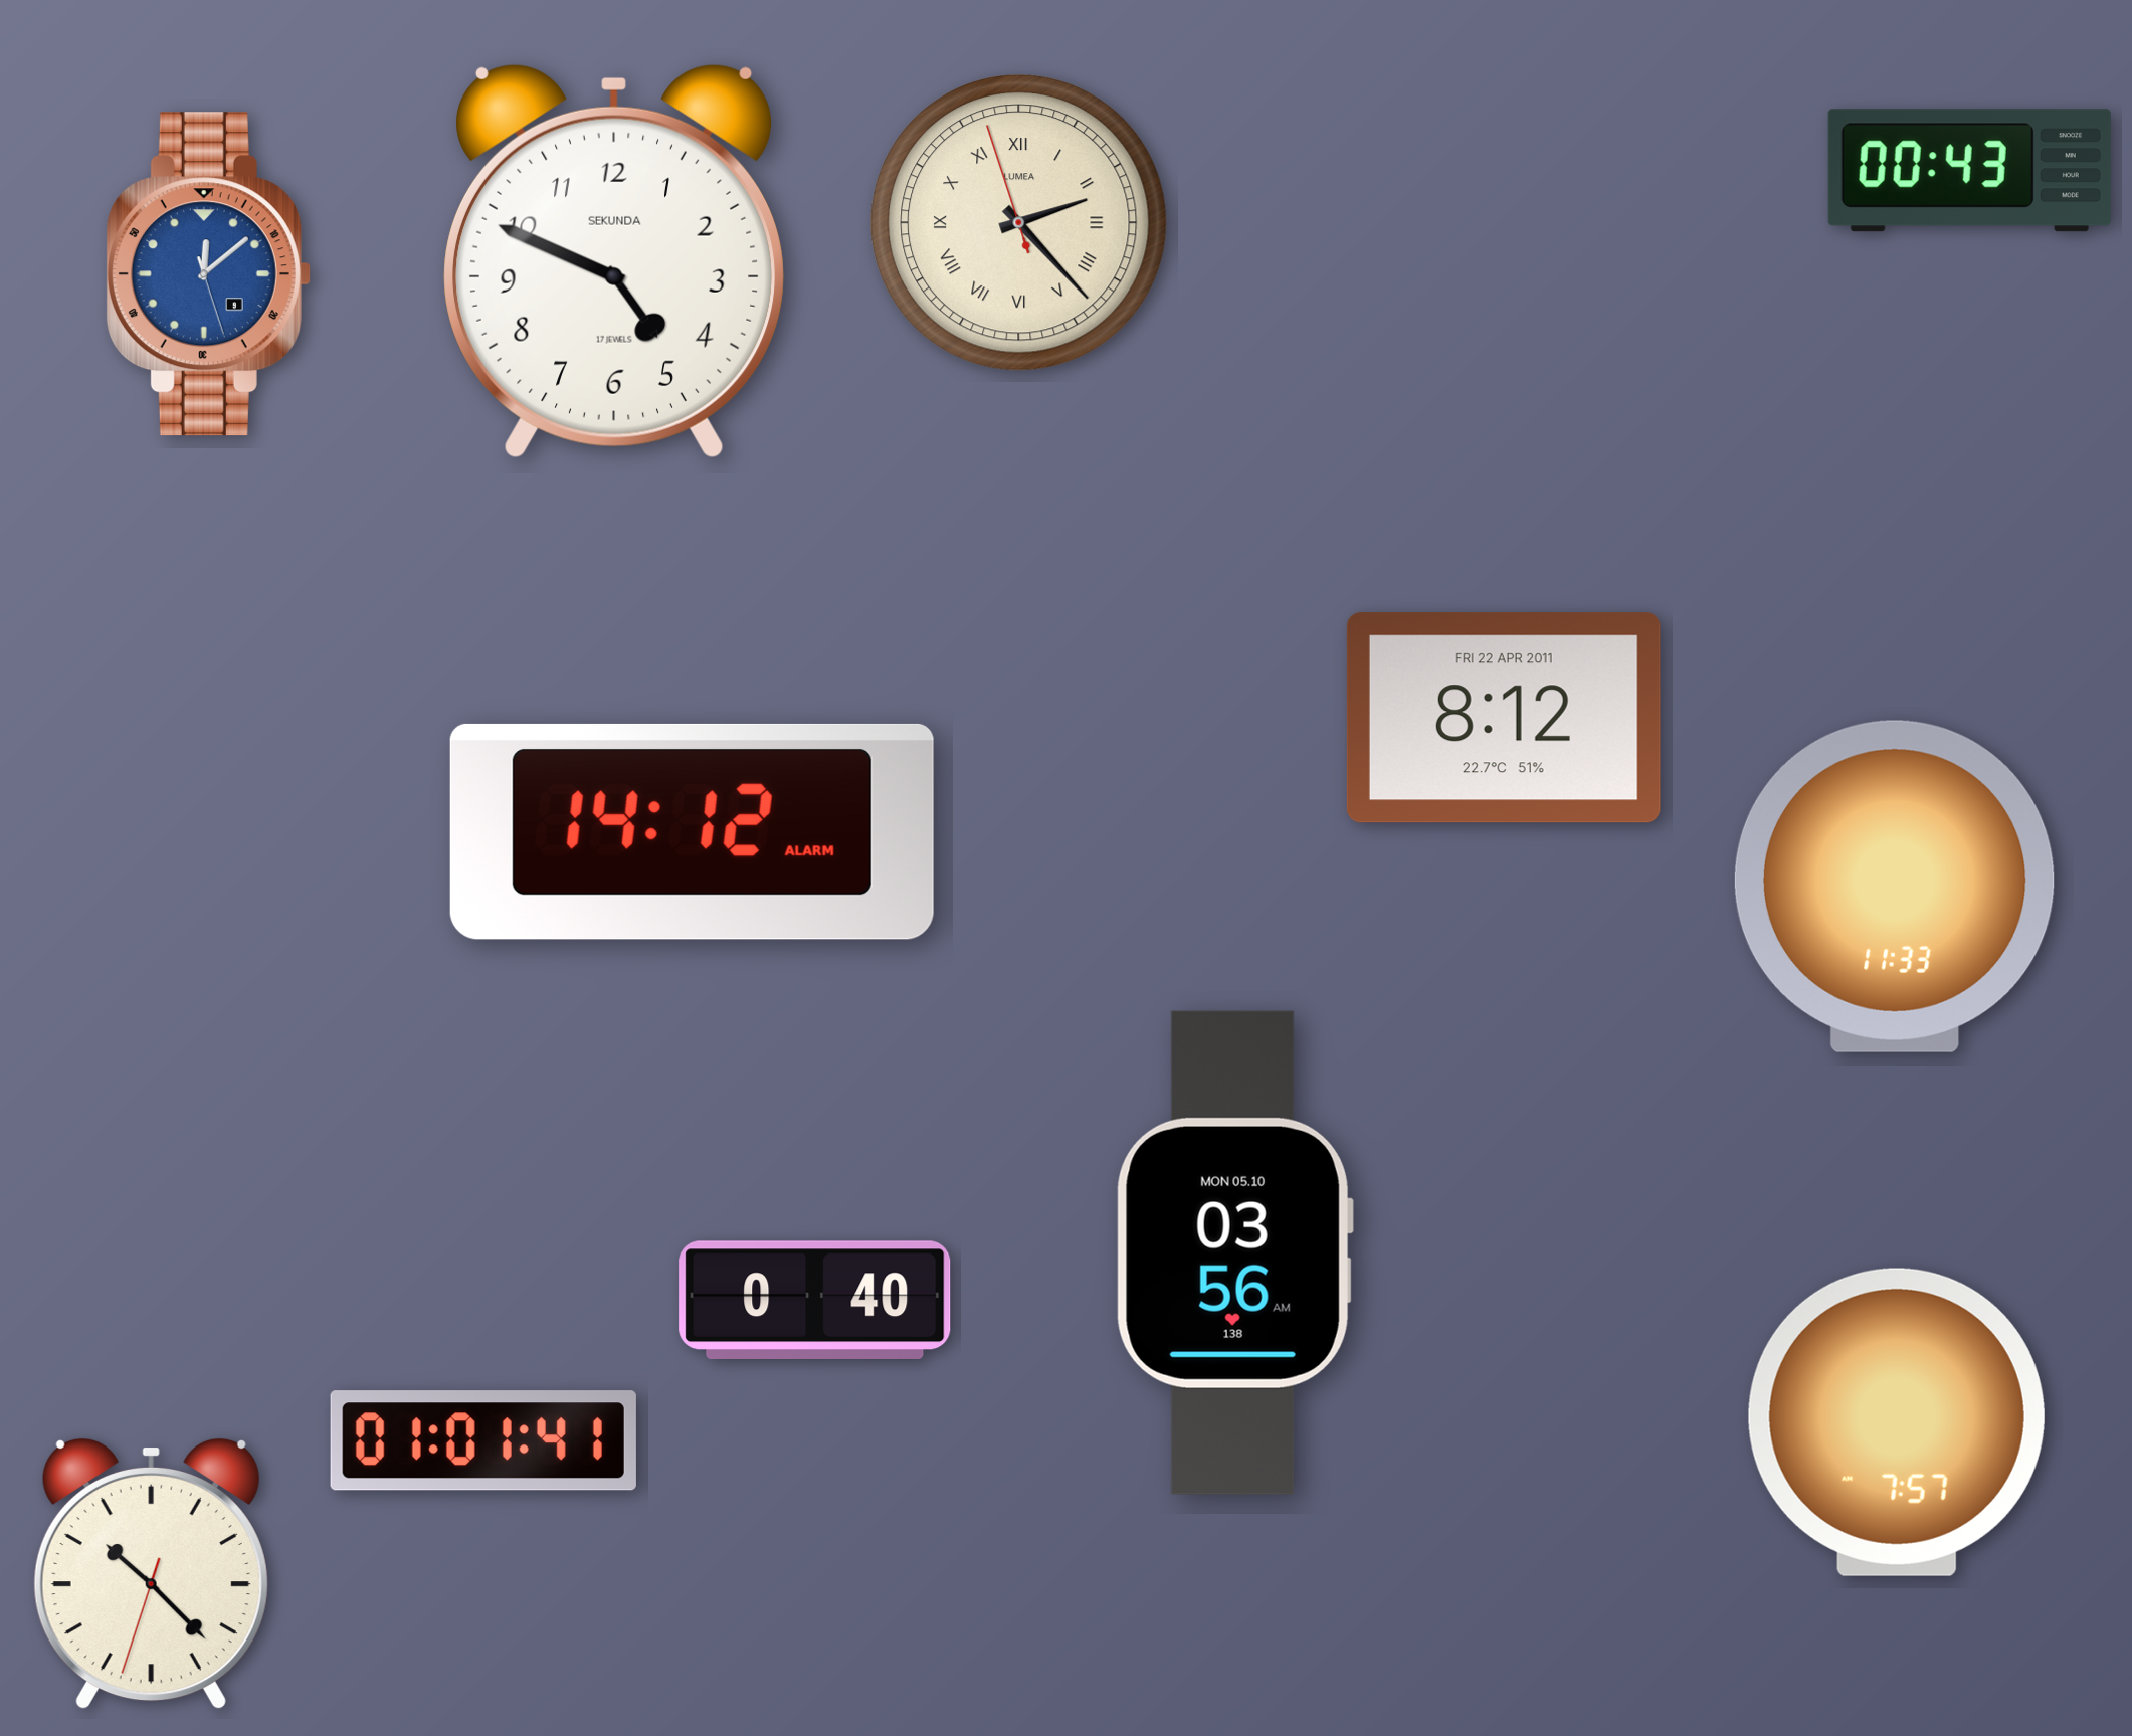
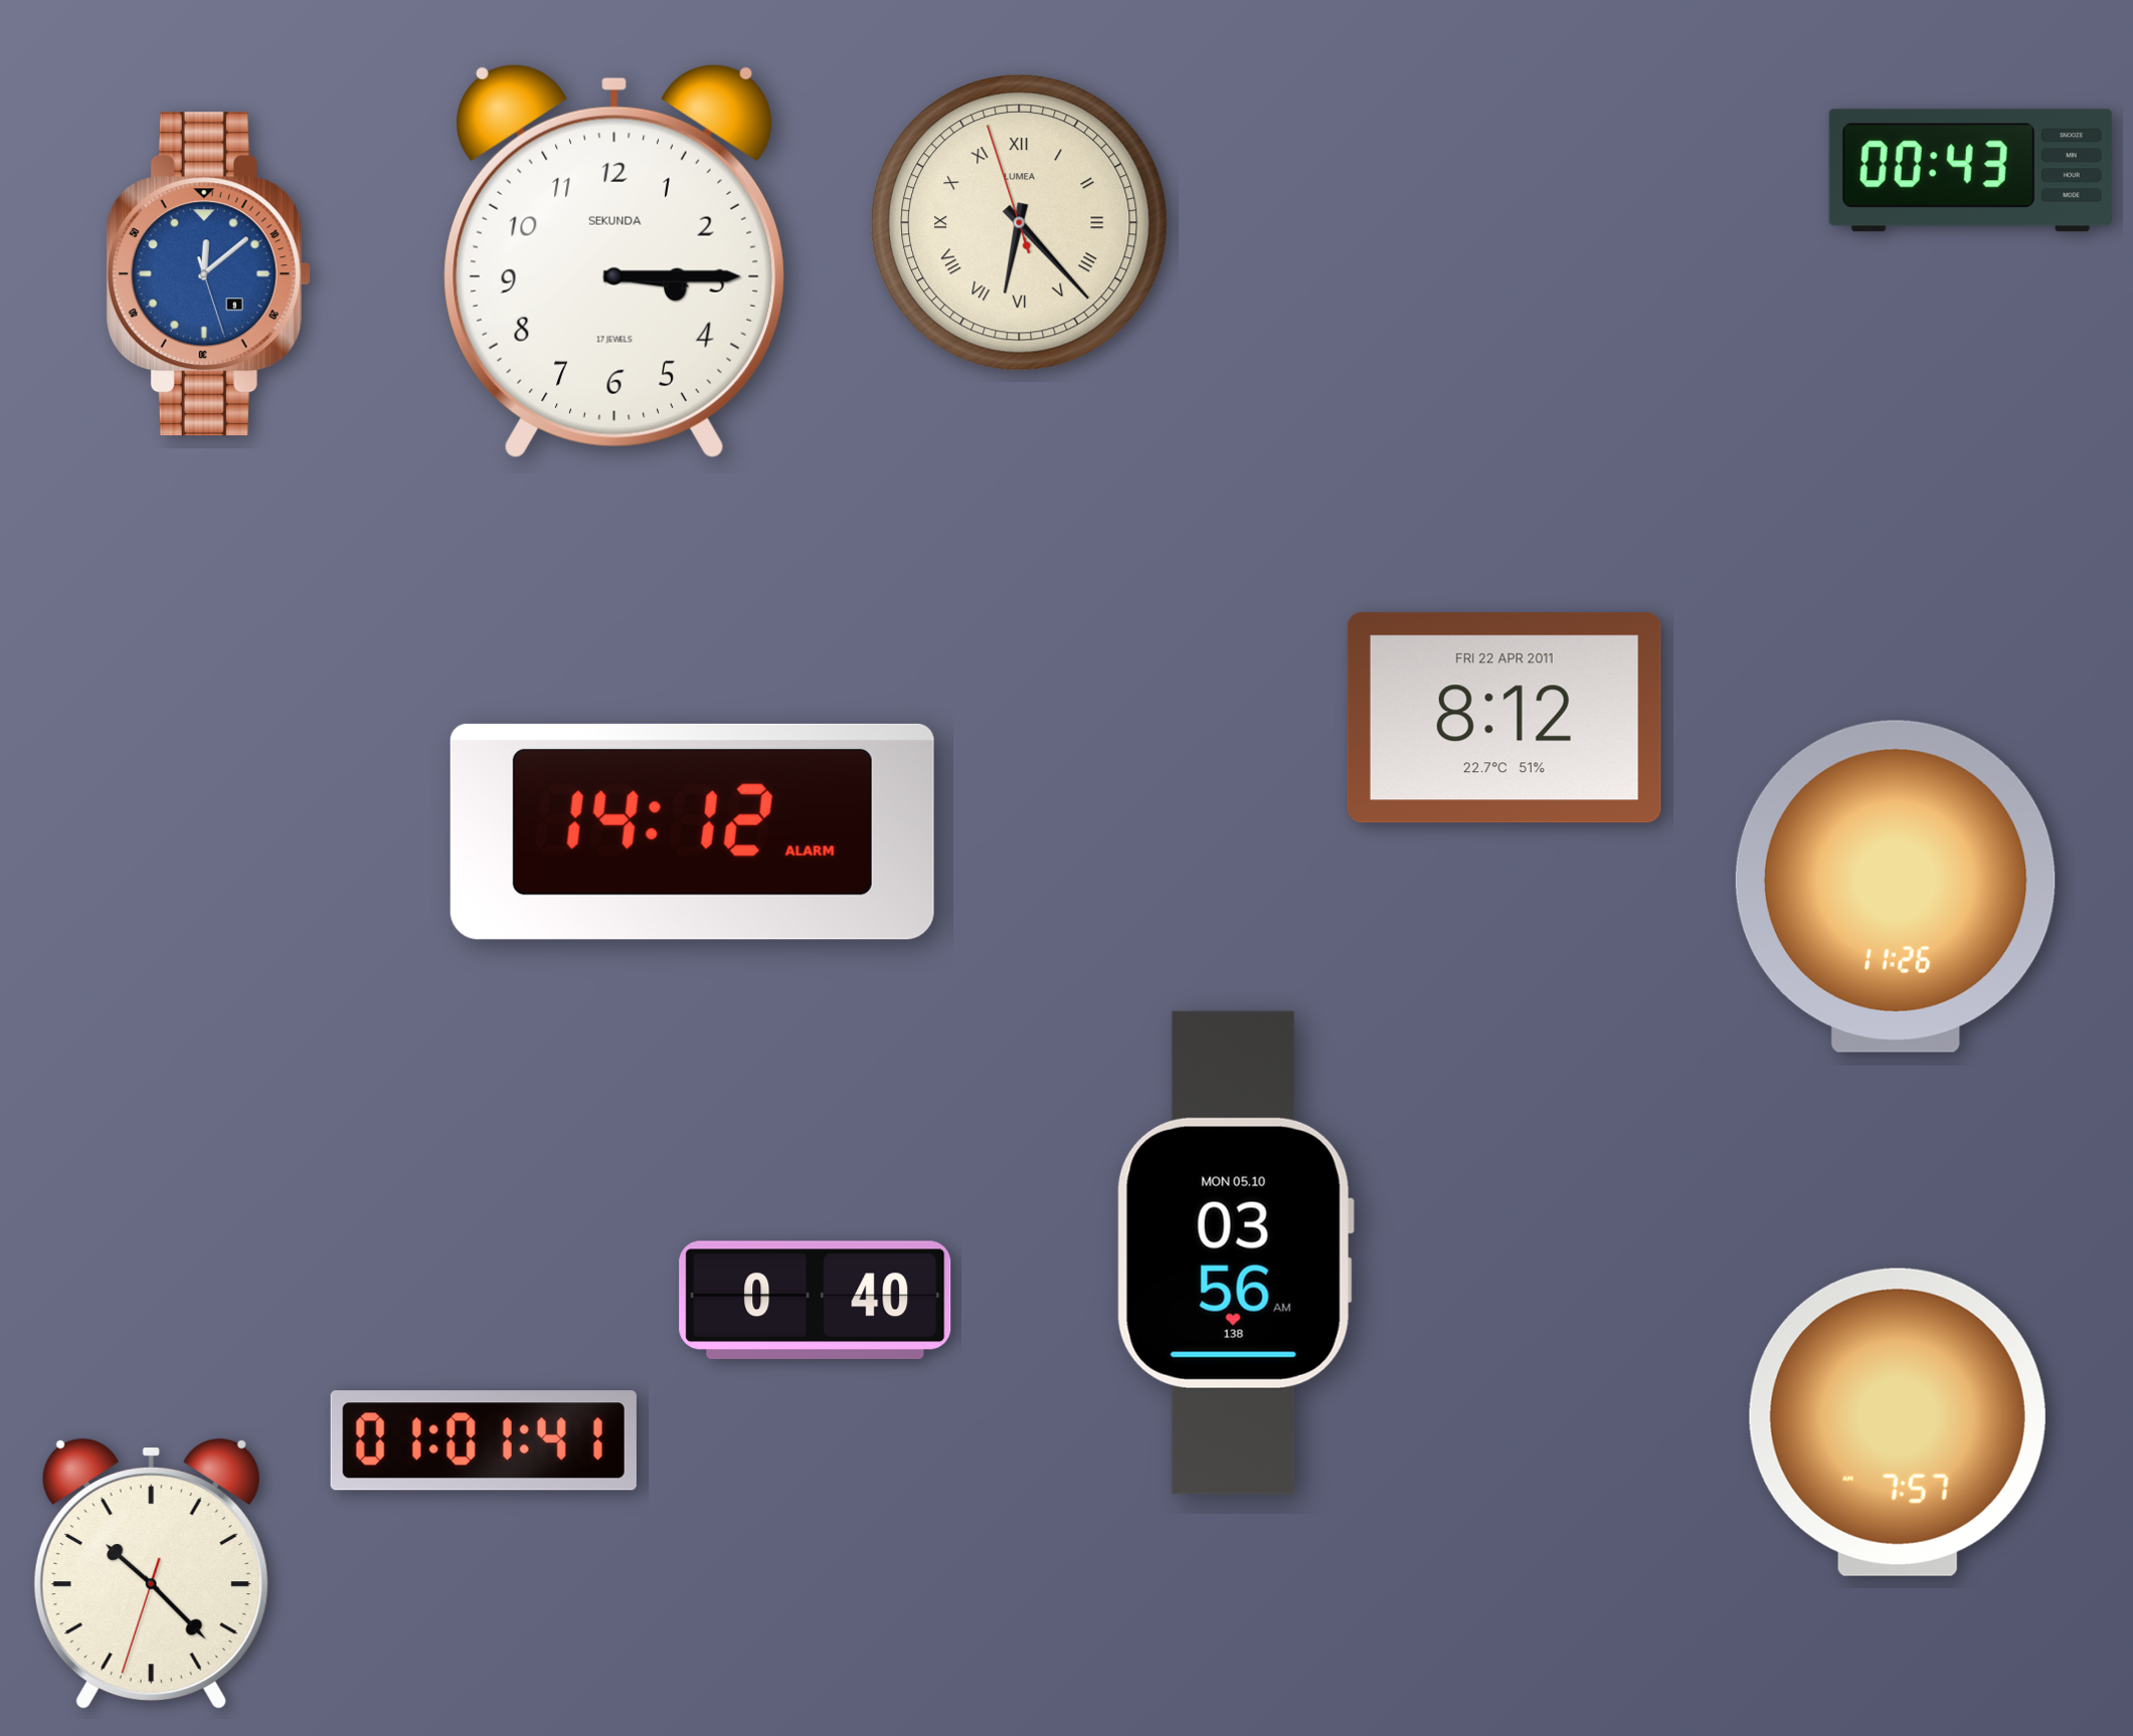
clock at (1019, 223): 2:22 -> 6:22
clock at (615, 261): 4:49 -> 3:15
clock at (1895, 887): 11:33 -> 11:26
